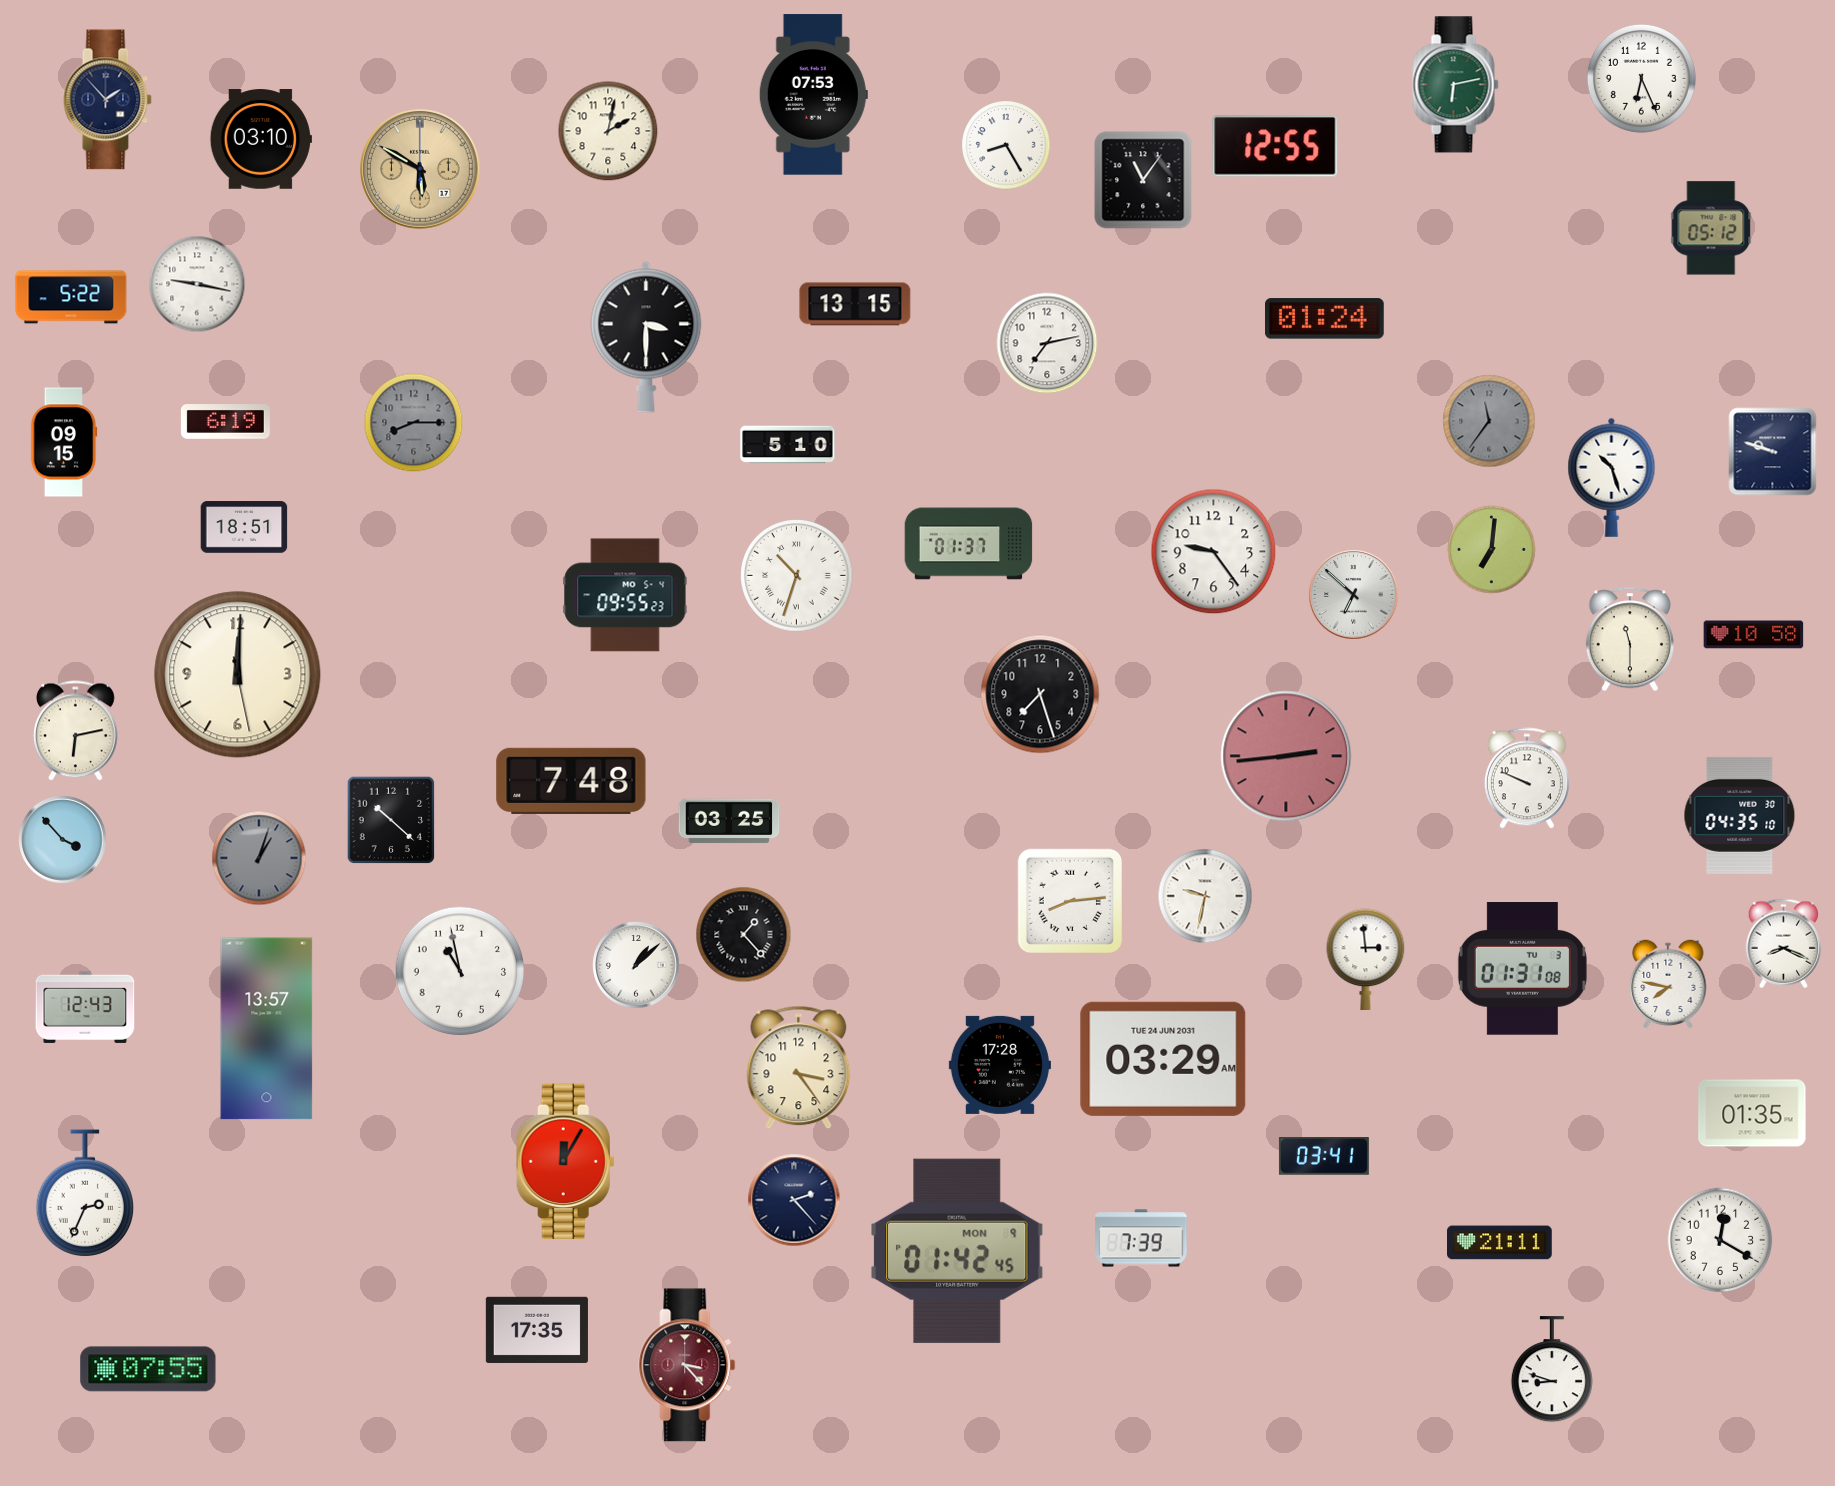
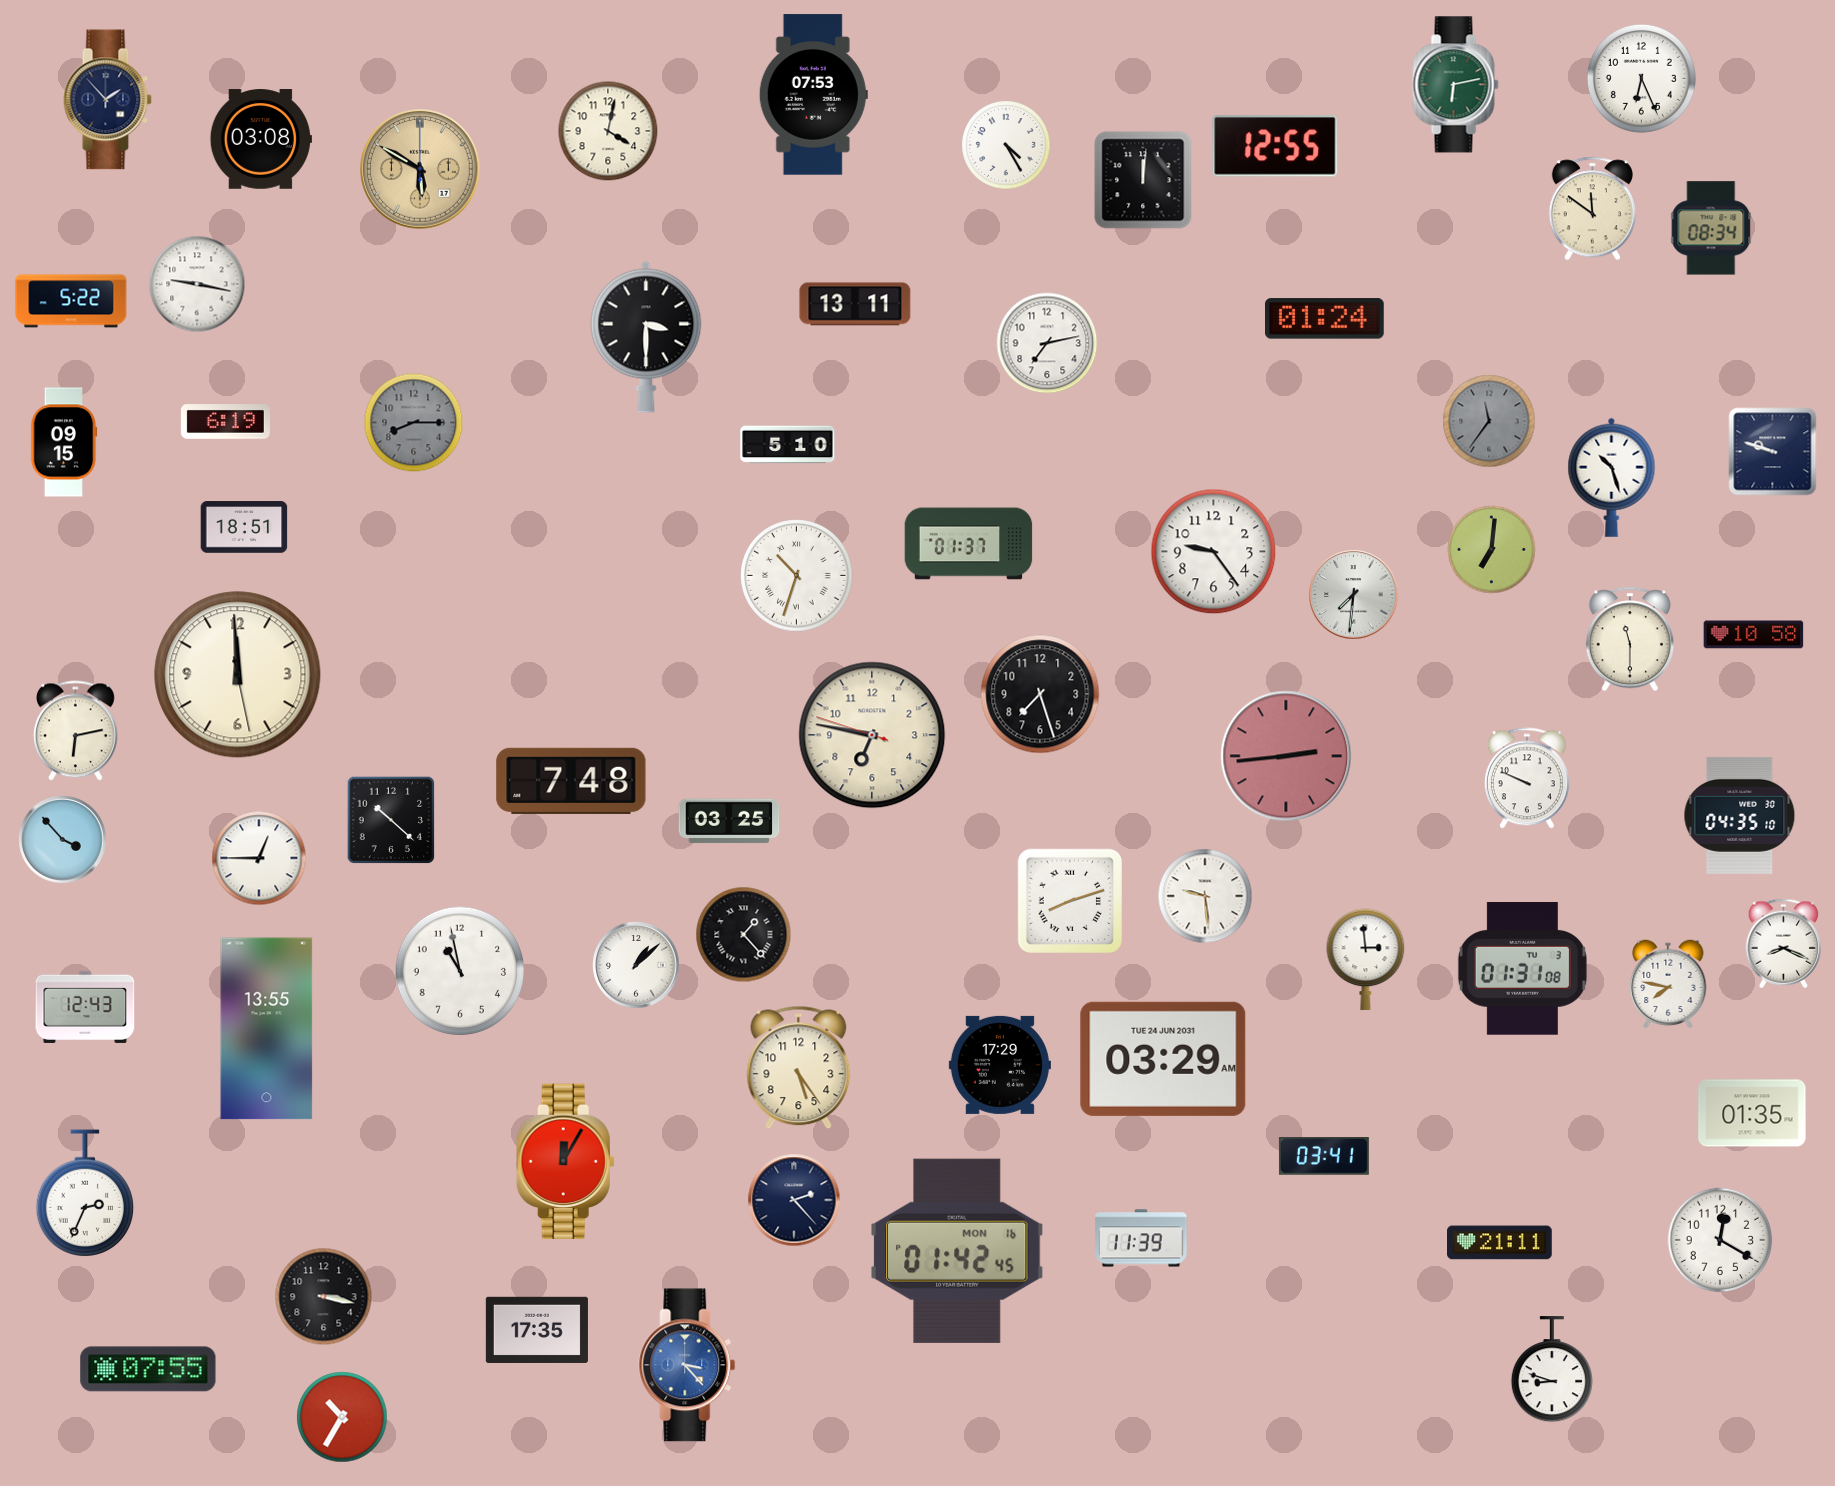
clock at (608, 131): 2:02 -> 4:02
clock at (261, 139): 03:10 -> 03:08
clock at (1006, 145): 8:25 -> 4:25
clock at (1143, 180): 11:06 -> 12:01
clock at (1592, 209): none -> 11:51
clock at (1711, 228): 05:12 -> 08:34
clock at (71, 297) position: (71, 297) -> (71, 301)
clock at (855, 304): 13:15 -> 13:11
clock at (625, 595): 09:55 -> none
clock at (1354, 595): 6:52 -> 7:31
clock at (238, 675): 12:00 -> 11:59
clock at (872, 735): none -> 6:46
clock at (259, 858): 1:03 -> 12:45
clock at (259, 858) dial: grey -> white
clock at (1205, 896): 9:32 -> 9:29
clock at (1069, 900): 8:14 -> 8:12
clock at (267, 1029): 13:57 -> 13:55
clock at (1000, 1065): 17:28 -> 17:29
clock at (799, 1068): 3:24 -> 5:24
clock at (1141, 1238): 7:39 -> 11:39
clock at (957, 1251) date: MON 9 -> MON 16
clock at (324, 1297): none -> 3:17
clock at (687, 1365) dial: burgundy -> blue
clock at (342, 1417): none -> 10:35
